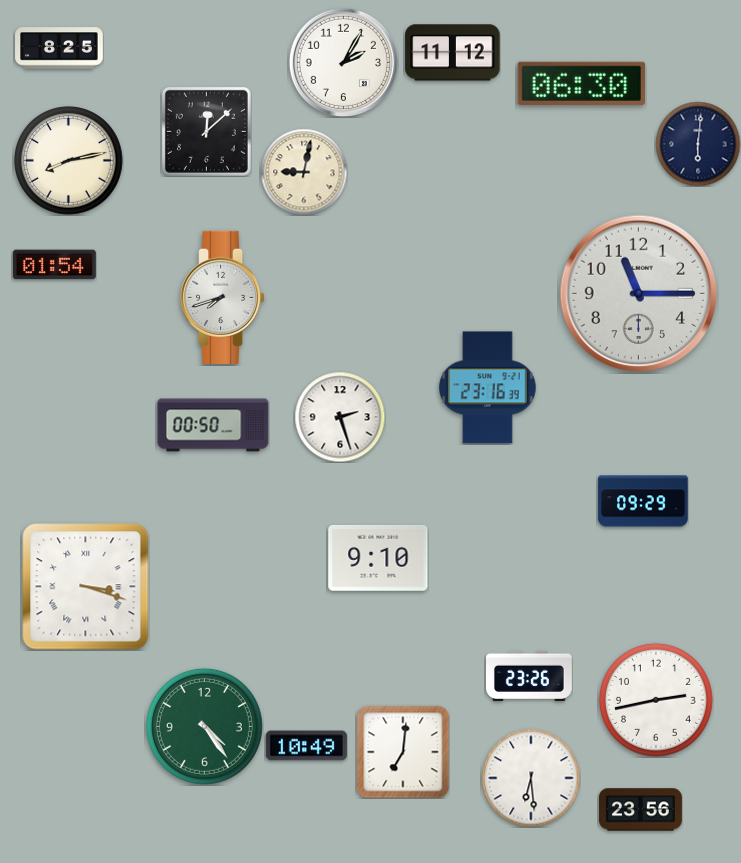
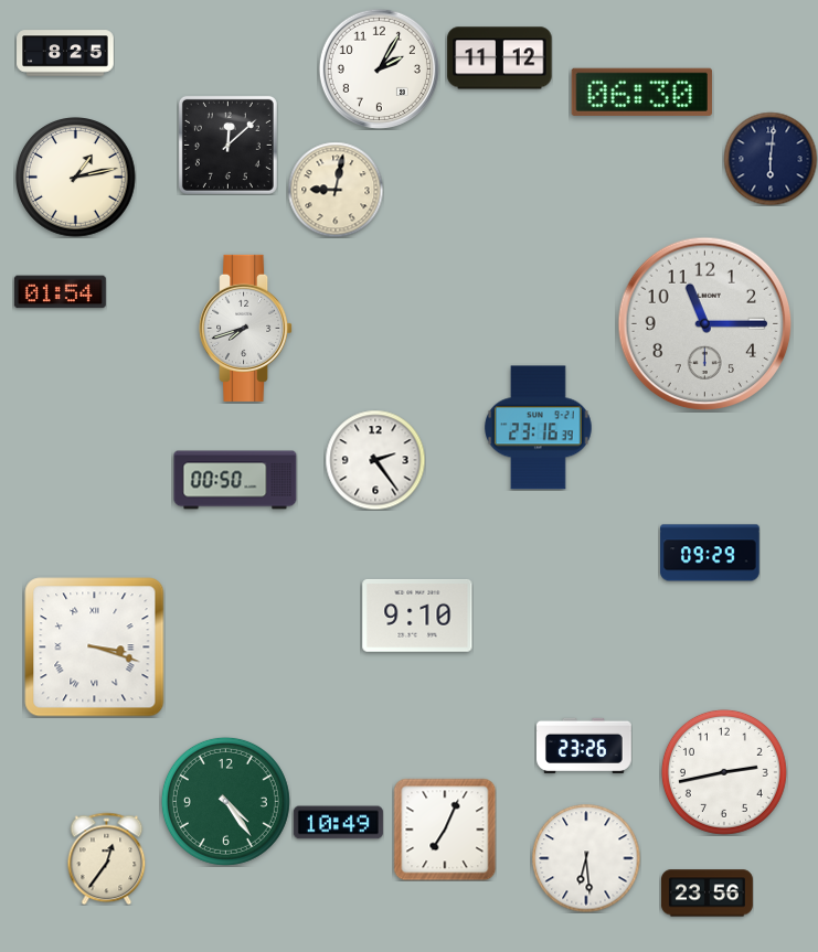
clock at (69, 161): 8:13 -> 1:13
clock at (340, 417): 2:27 -> 2:24
clock at (213, 425) position: (213, 425) -> (235, 480)
clock at (403, 752): 7:01 -> 7:04
clock at (107, 858): none -> 12:36
